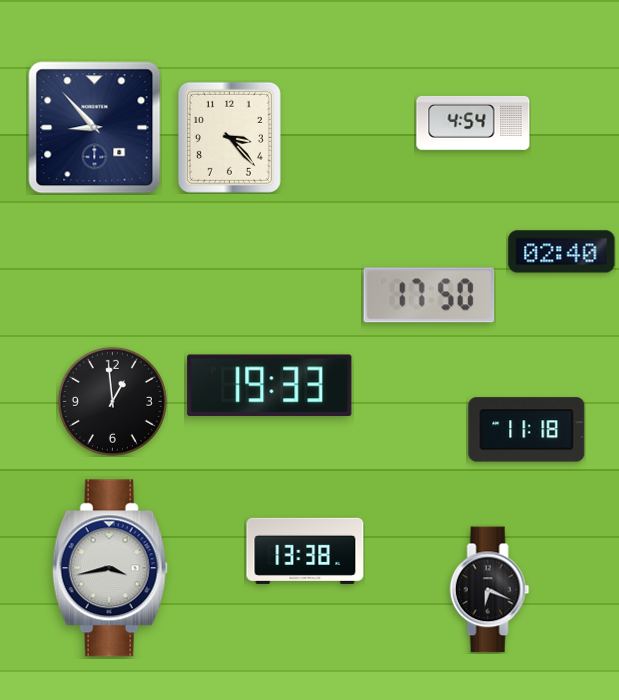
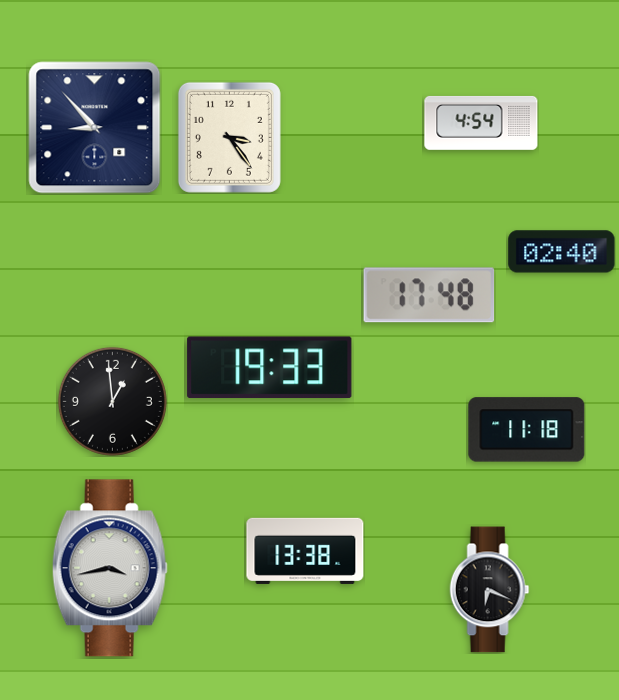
clock at (473, 123) position: (473, 123) -> (481, 123)
clock at (229, 137): 3:23 -> 3:24
clock at (429, 295): 17:50 -> 17:48
clock at (270, 385) position: (270, 385) -> (270, 367)
